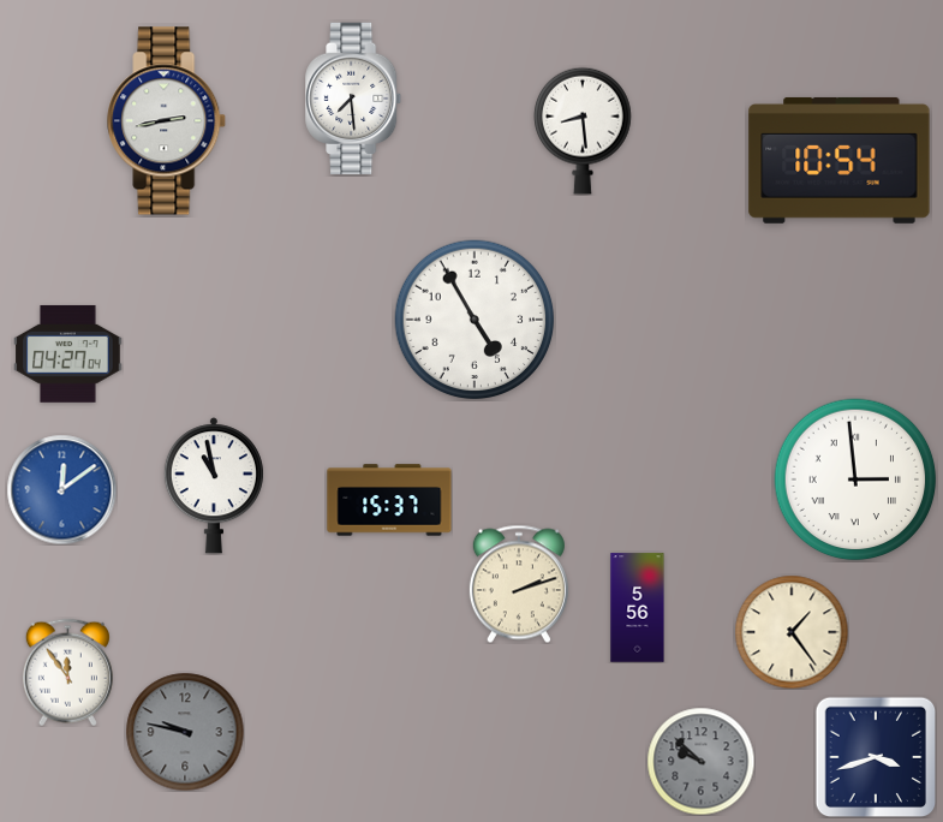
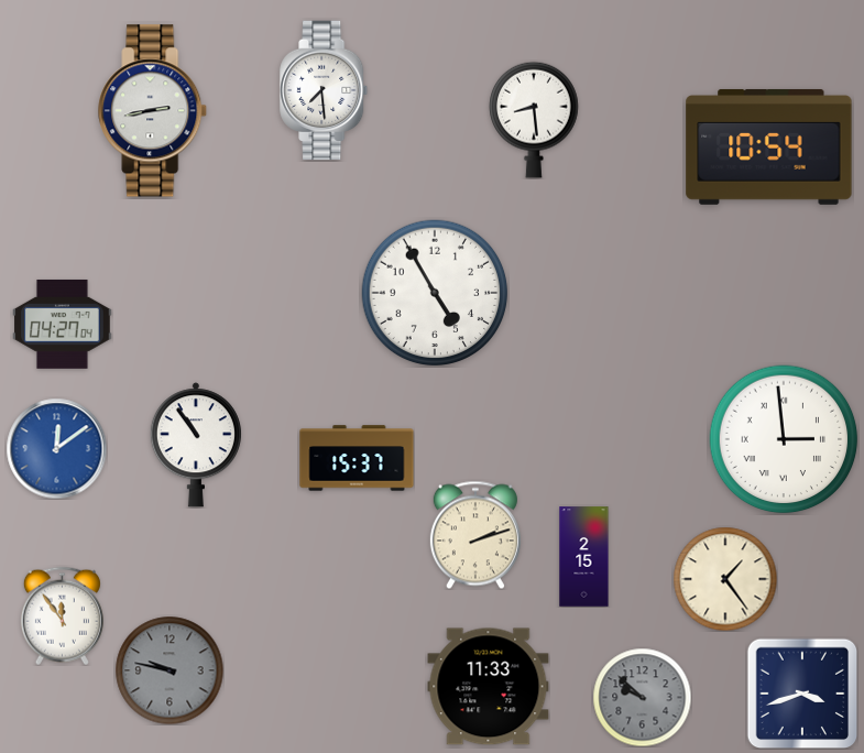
clock at (214, 486): 10:58 -> 10:54
clock at (638, 608): 5:56 -> 2:15
clock at (489, 687): none -> 11:33
